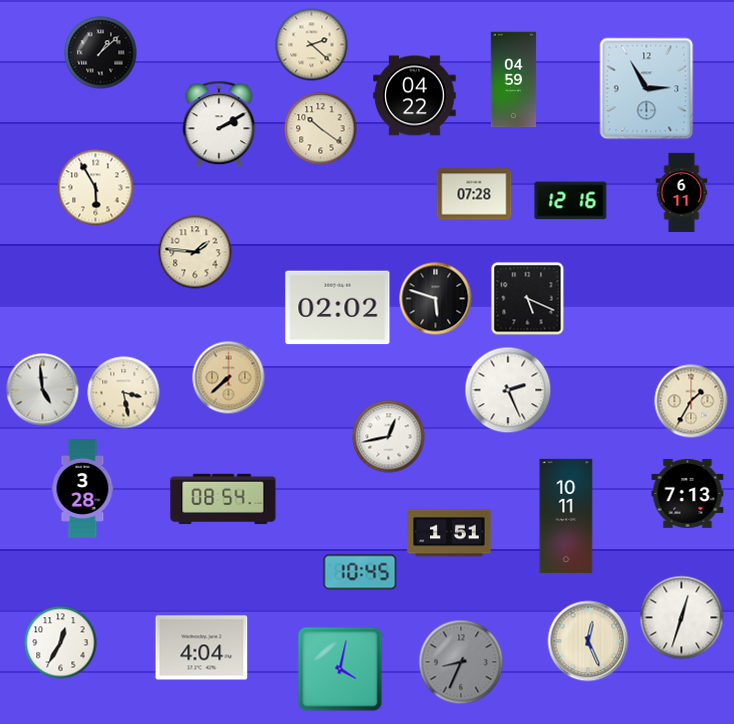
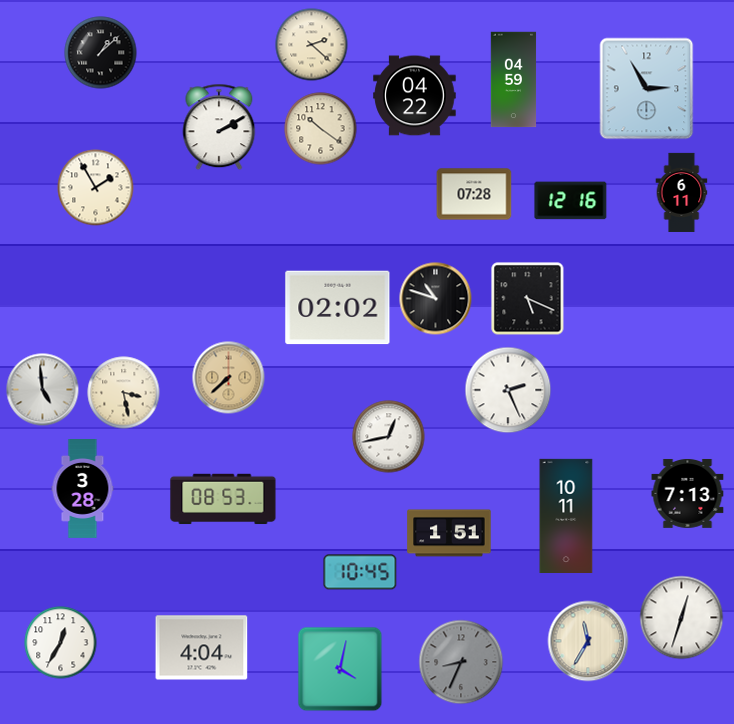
clock at (219, 124) position: (219, 124) -> (219, 127)
clock at (96, 188): 5:55 -> 1:55
clock at (195, 252): 1:46 -> none
clock at (436, 299): 5:48 -> 10:48
clock at (691, 401): 1:35 -> none
clock at (223, 499): 08:54 -> 08:53
clock at (588, 641): 12:26 -> 11:35
